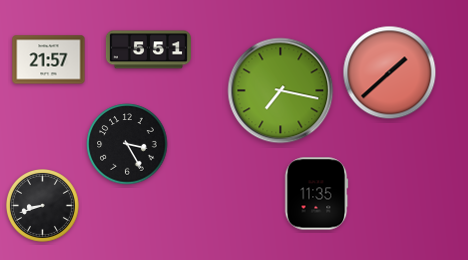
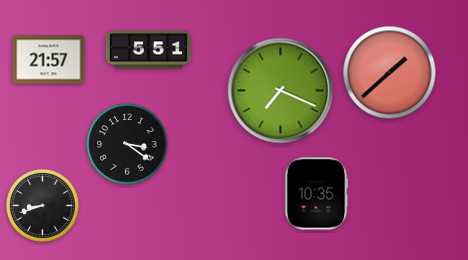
clock at (281, 91): 7:17 -> 7:19
clock at (127, 144): 3:25 -> 3:21
clock at (316, 194): 11:35 -> 10:35
